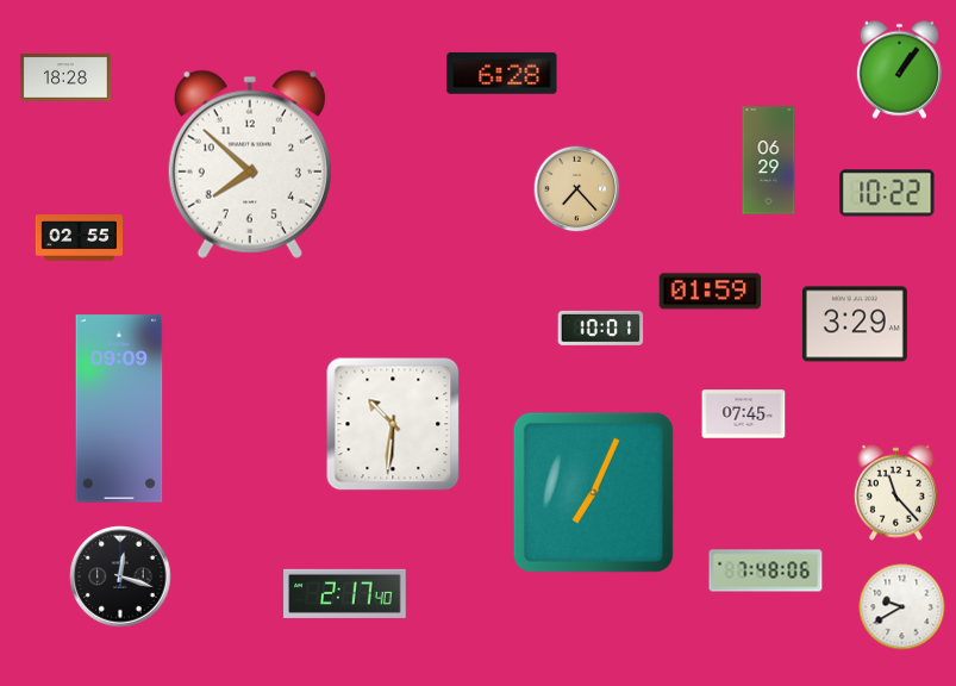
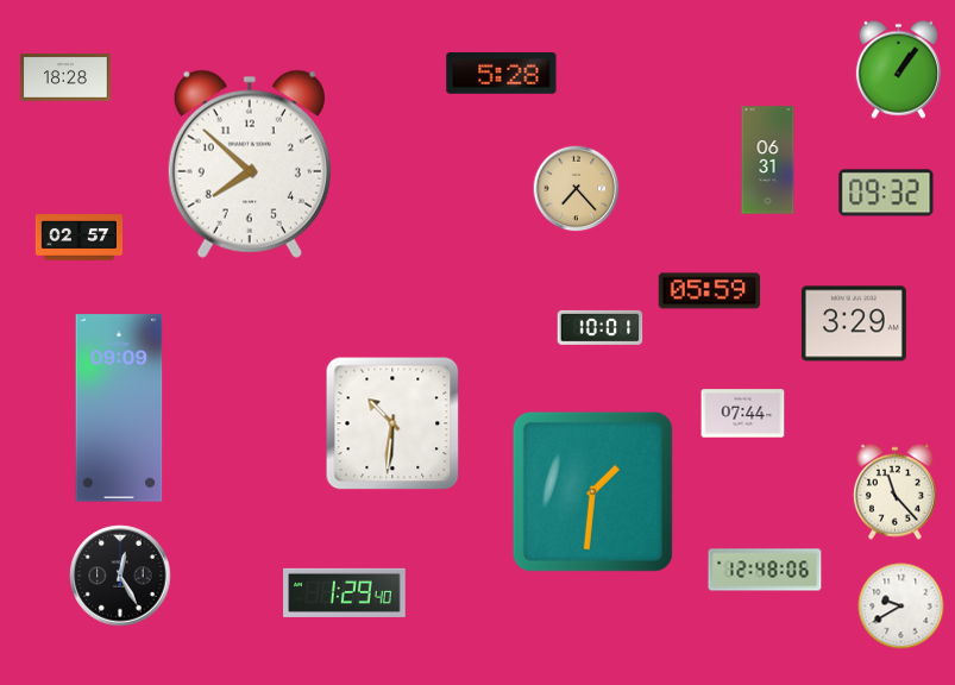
clock at (502, 74): 6:28 -> 5:28
clock at (769, 161): 06:29 -> 06:31
clock at (887, 193): 10:22 -> 09:32
clock at (79, 238): 02:55 -> 02:57
clock at (711, 292): 01:59 -> 05:59
clock at (744, 414): 07:45 -> 07:44
clock at (593, 492): 7:04 -> 1:31
clock at (766, 570): 7:48 -> 12:48
clock at (120, 576): 12:18 -> 12:25
clock at (345, 593): 2:17 -> 1:29
